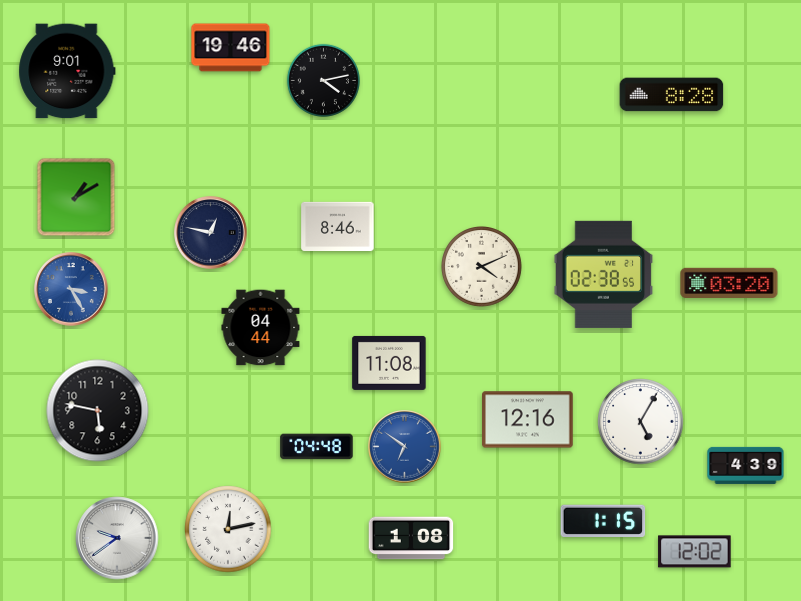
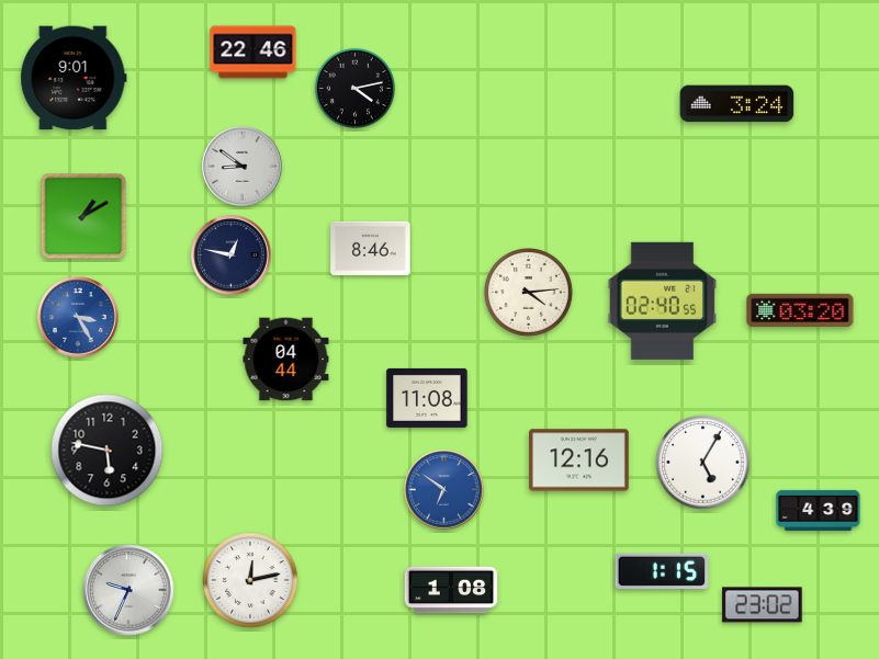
clock at (231, 48): 19:46 -> 22:46
clock at (672, 95): 8:28 -> 3:24
clock at (243, 167): none -> 8:51
clock at (482, 267): 4:11 -> 4:14
clock at (604, 274): 02:38 -> 02:40
clock at (317, 447): 04:48 -> none
clock at (117, 538): 9:39 -> 9:34
clock at (695, 552): 12:02 -> 23:02
